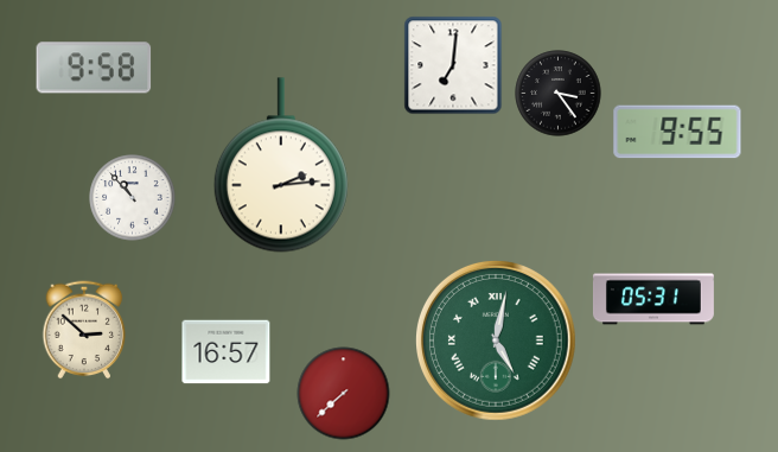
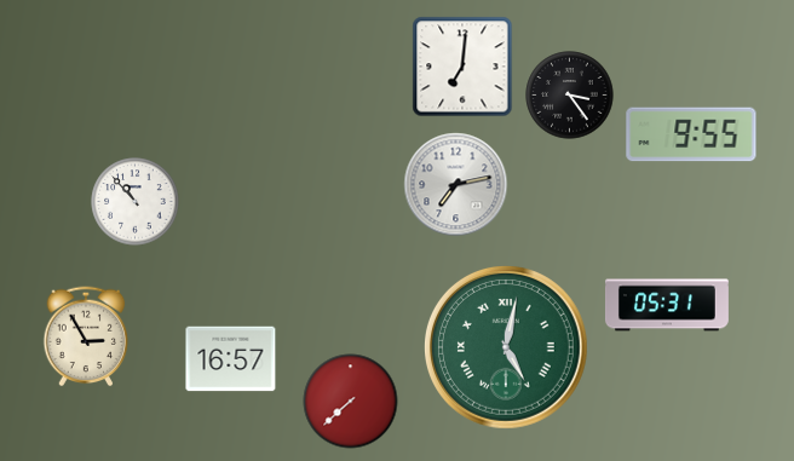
clock at (94, 68): 9:58 -> none
clock at (281, 165): 2:14 -> none
clock at (456, 185): none -> 7:13
clock at (84, 330): 2:52 -> 2:55
